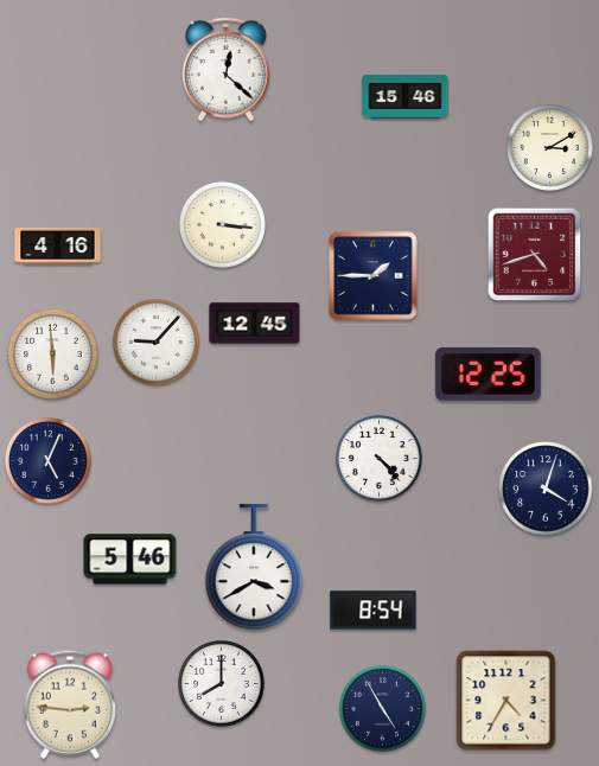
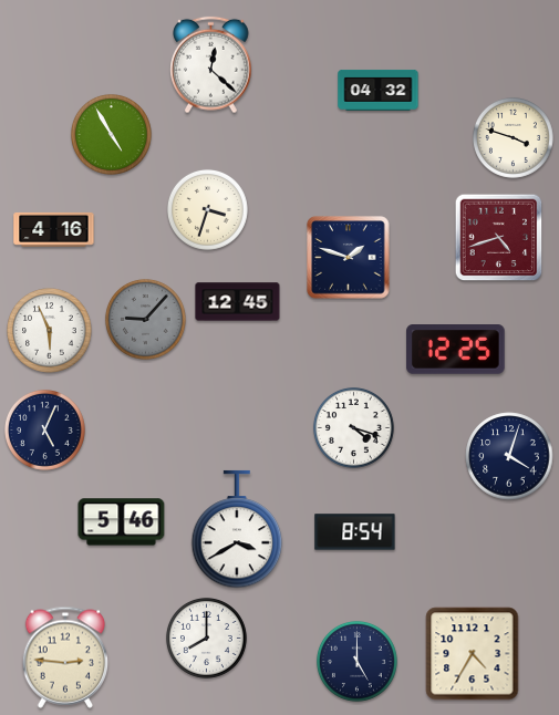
clock at (406, 96): 15:46 -> 04:32
clock at (111, 134): none -> 4:55
clock at (549, 147): 3:10 -> 3:48
clock at (222, 224): 3:16 -> 3:33
clock at (374, 276): 1:45 -> 1:48
clock at (155, 341) dial: white -> grey
clock at (53, 355): 5:59 -> 5:56
clock at (378, 458): 4:23 -> 4:18
clock at (374, 611) position: (374, 611) -> (355, 532)
clock at (382, 708): 4:55 -> 5:00
